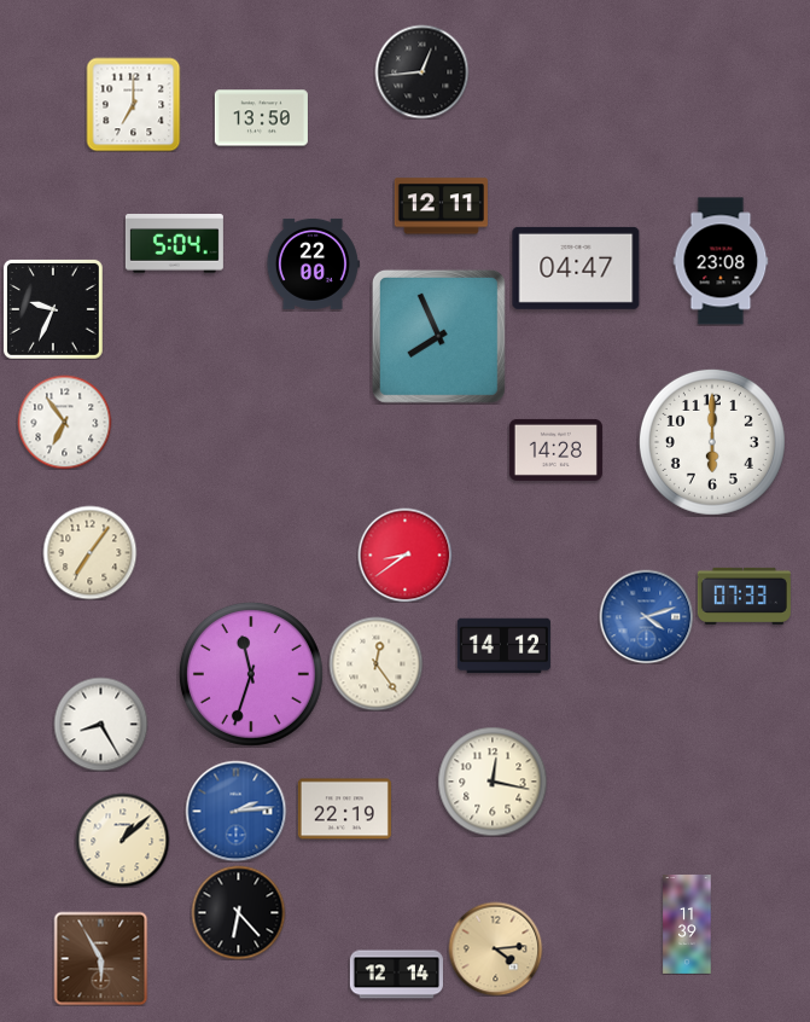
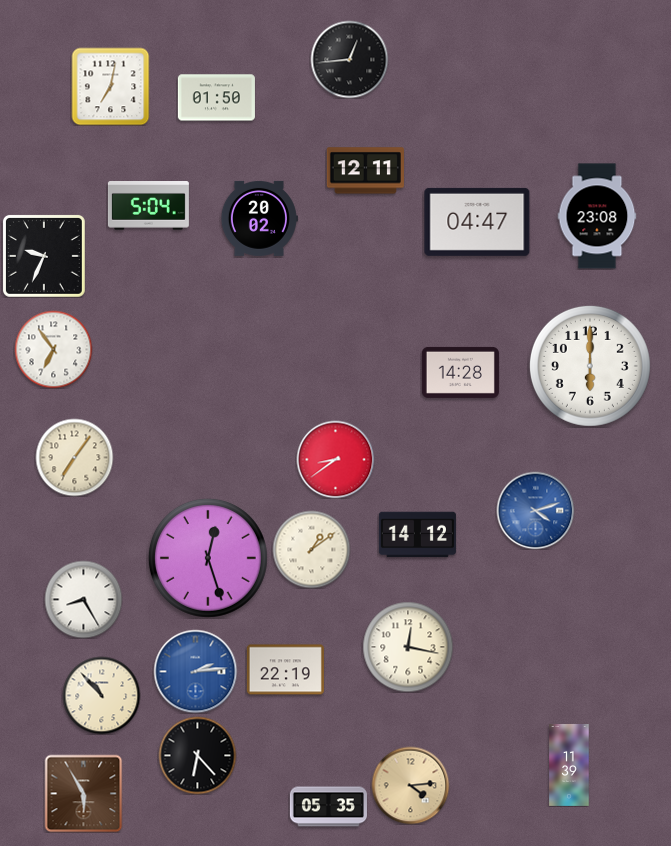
clock at (133, 104): 7:00 -> 7:02
clock at (261, 118): 13:50 -> 01:50
clock at (174, 244) position: (174, 244) -> (148, 206)
clock at (313, 263): 22:00 -> 20:02
clock at (438, 336): 7:56 -> none
clock at (744, 596): 07:33 -> none
clock at (375, 663): 12:24 -> 1:09
clock at (251, 674): 11:33 -> 12:27
clock at (122, 840): 1:08 -> 10:53
clock at (396, 975): 12:14 -> 05:35
